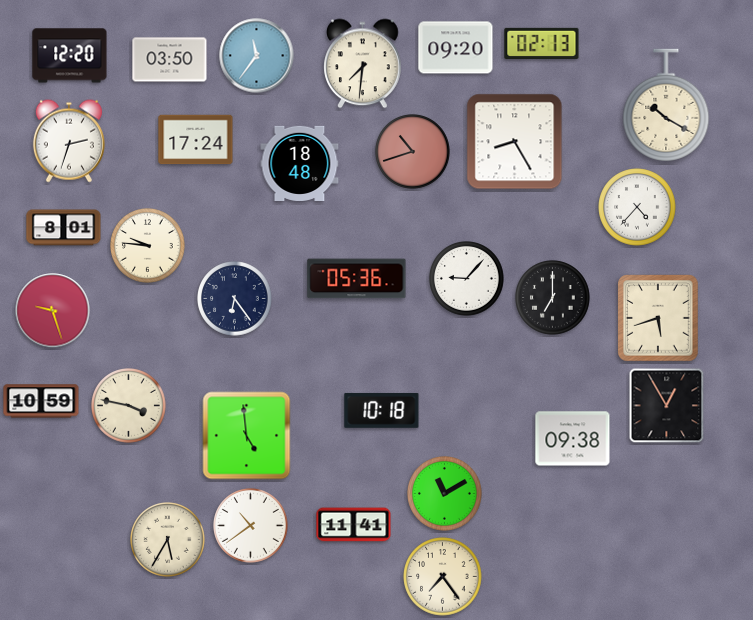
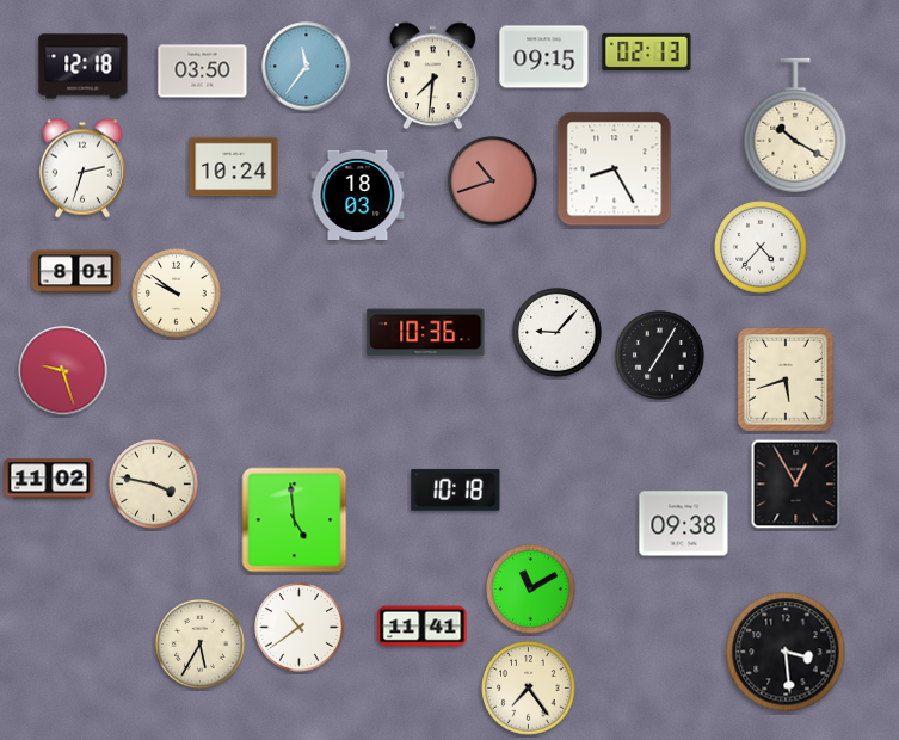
clock at (456, 48): 09:20 -> 09:15
clock at (70, 56): 12:20 -> 12:18
clock at (196, 140): 17:24 -> 10:24
clock at (300, 163): 18:48 -> 18:03
clock at (148, 246): 9:46 -> 9:51
clock at (357, 279): 05:36 -> 10:36
clock at (553, 298): 7:00 -> 7:05
clock at (235, 299): 6:24 -> none
clock at (41, 401): 10:59 -> 11:02
clock at (786, 652): none -> 3:29
